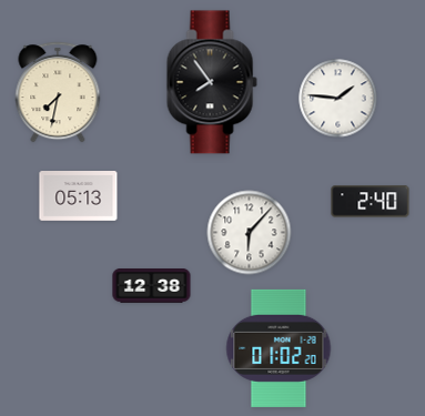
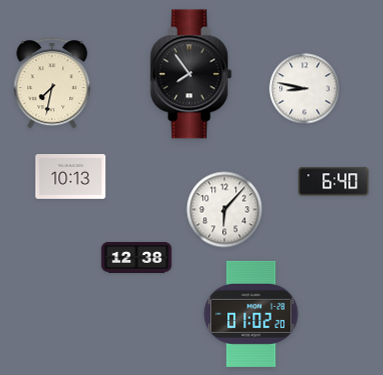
clock at (338, 99): 1:46 -> 8:47
clock at (79, 196): 05:13 -> 10:13
clock at (371, 202): 2:40 -> 6:40
